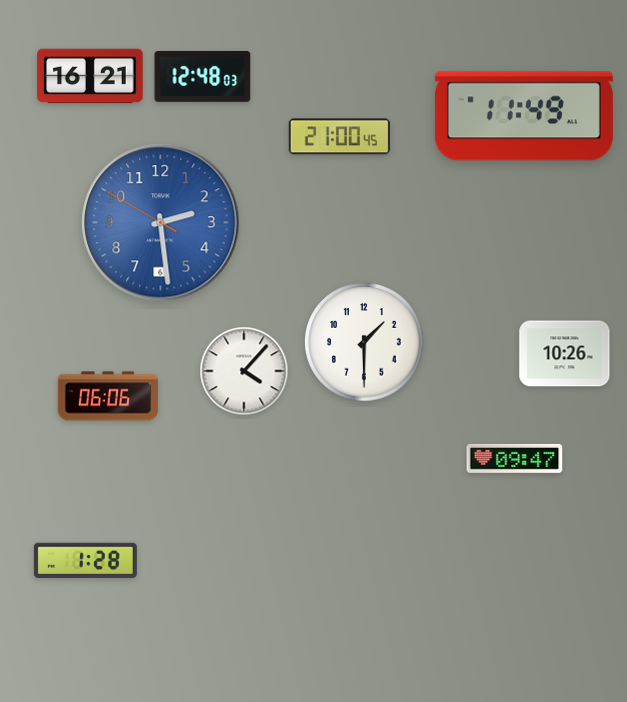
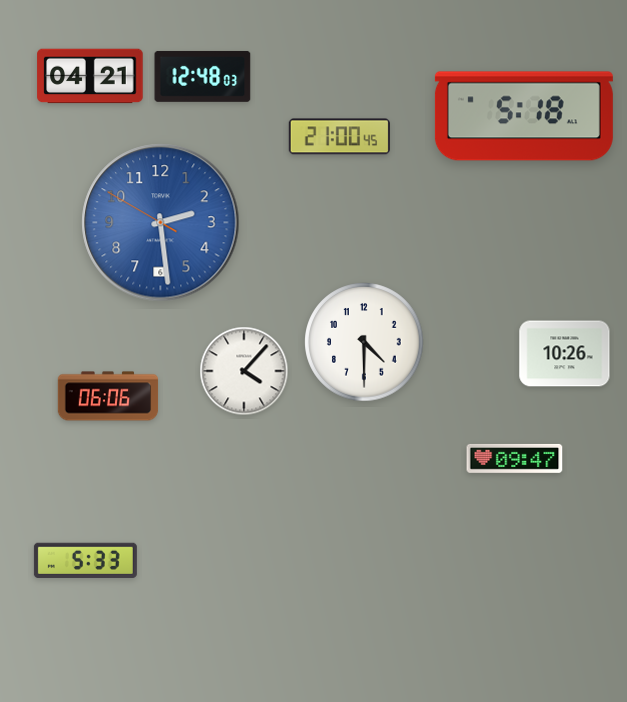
clock at (90, 76): 16:21 -> 04:21
clock at (524, 116): 11:49 -> 5:18
clock at (364, 342): 1:30 -> 4:30
clock at (85, 560): 1:28 -> 5:33
